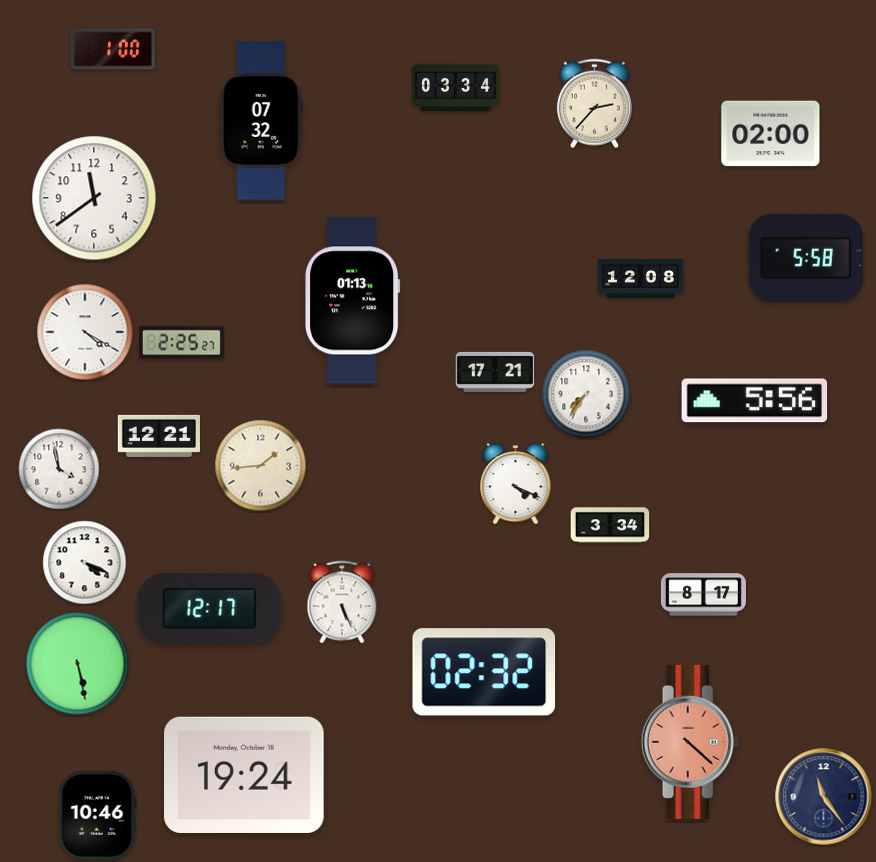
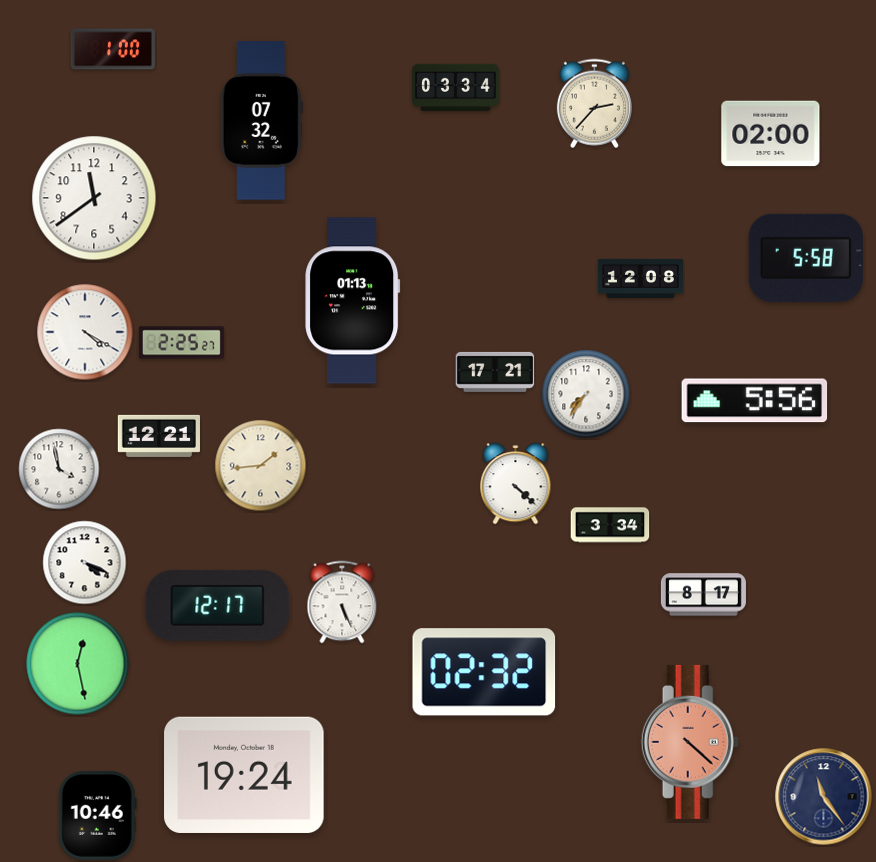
clock at (516, 484): 4:19 -> 4:22
clock at (210, 608) position: (210, 608) -> (218, 605)
clock at (78, 664): 5:28 -> 12:28
